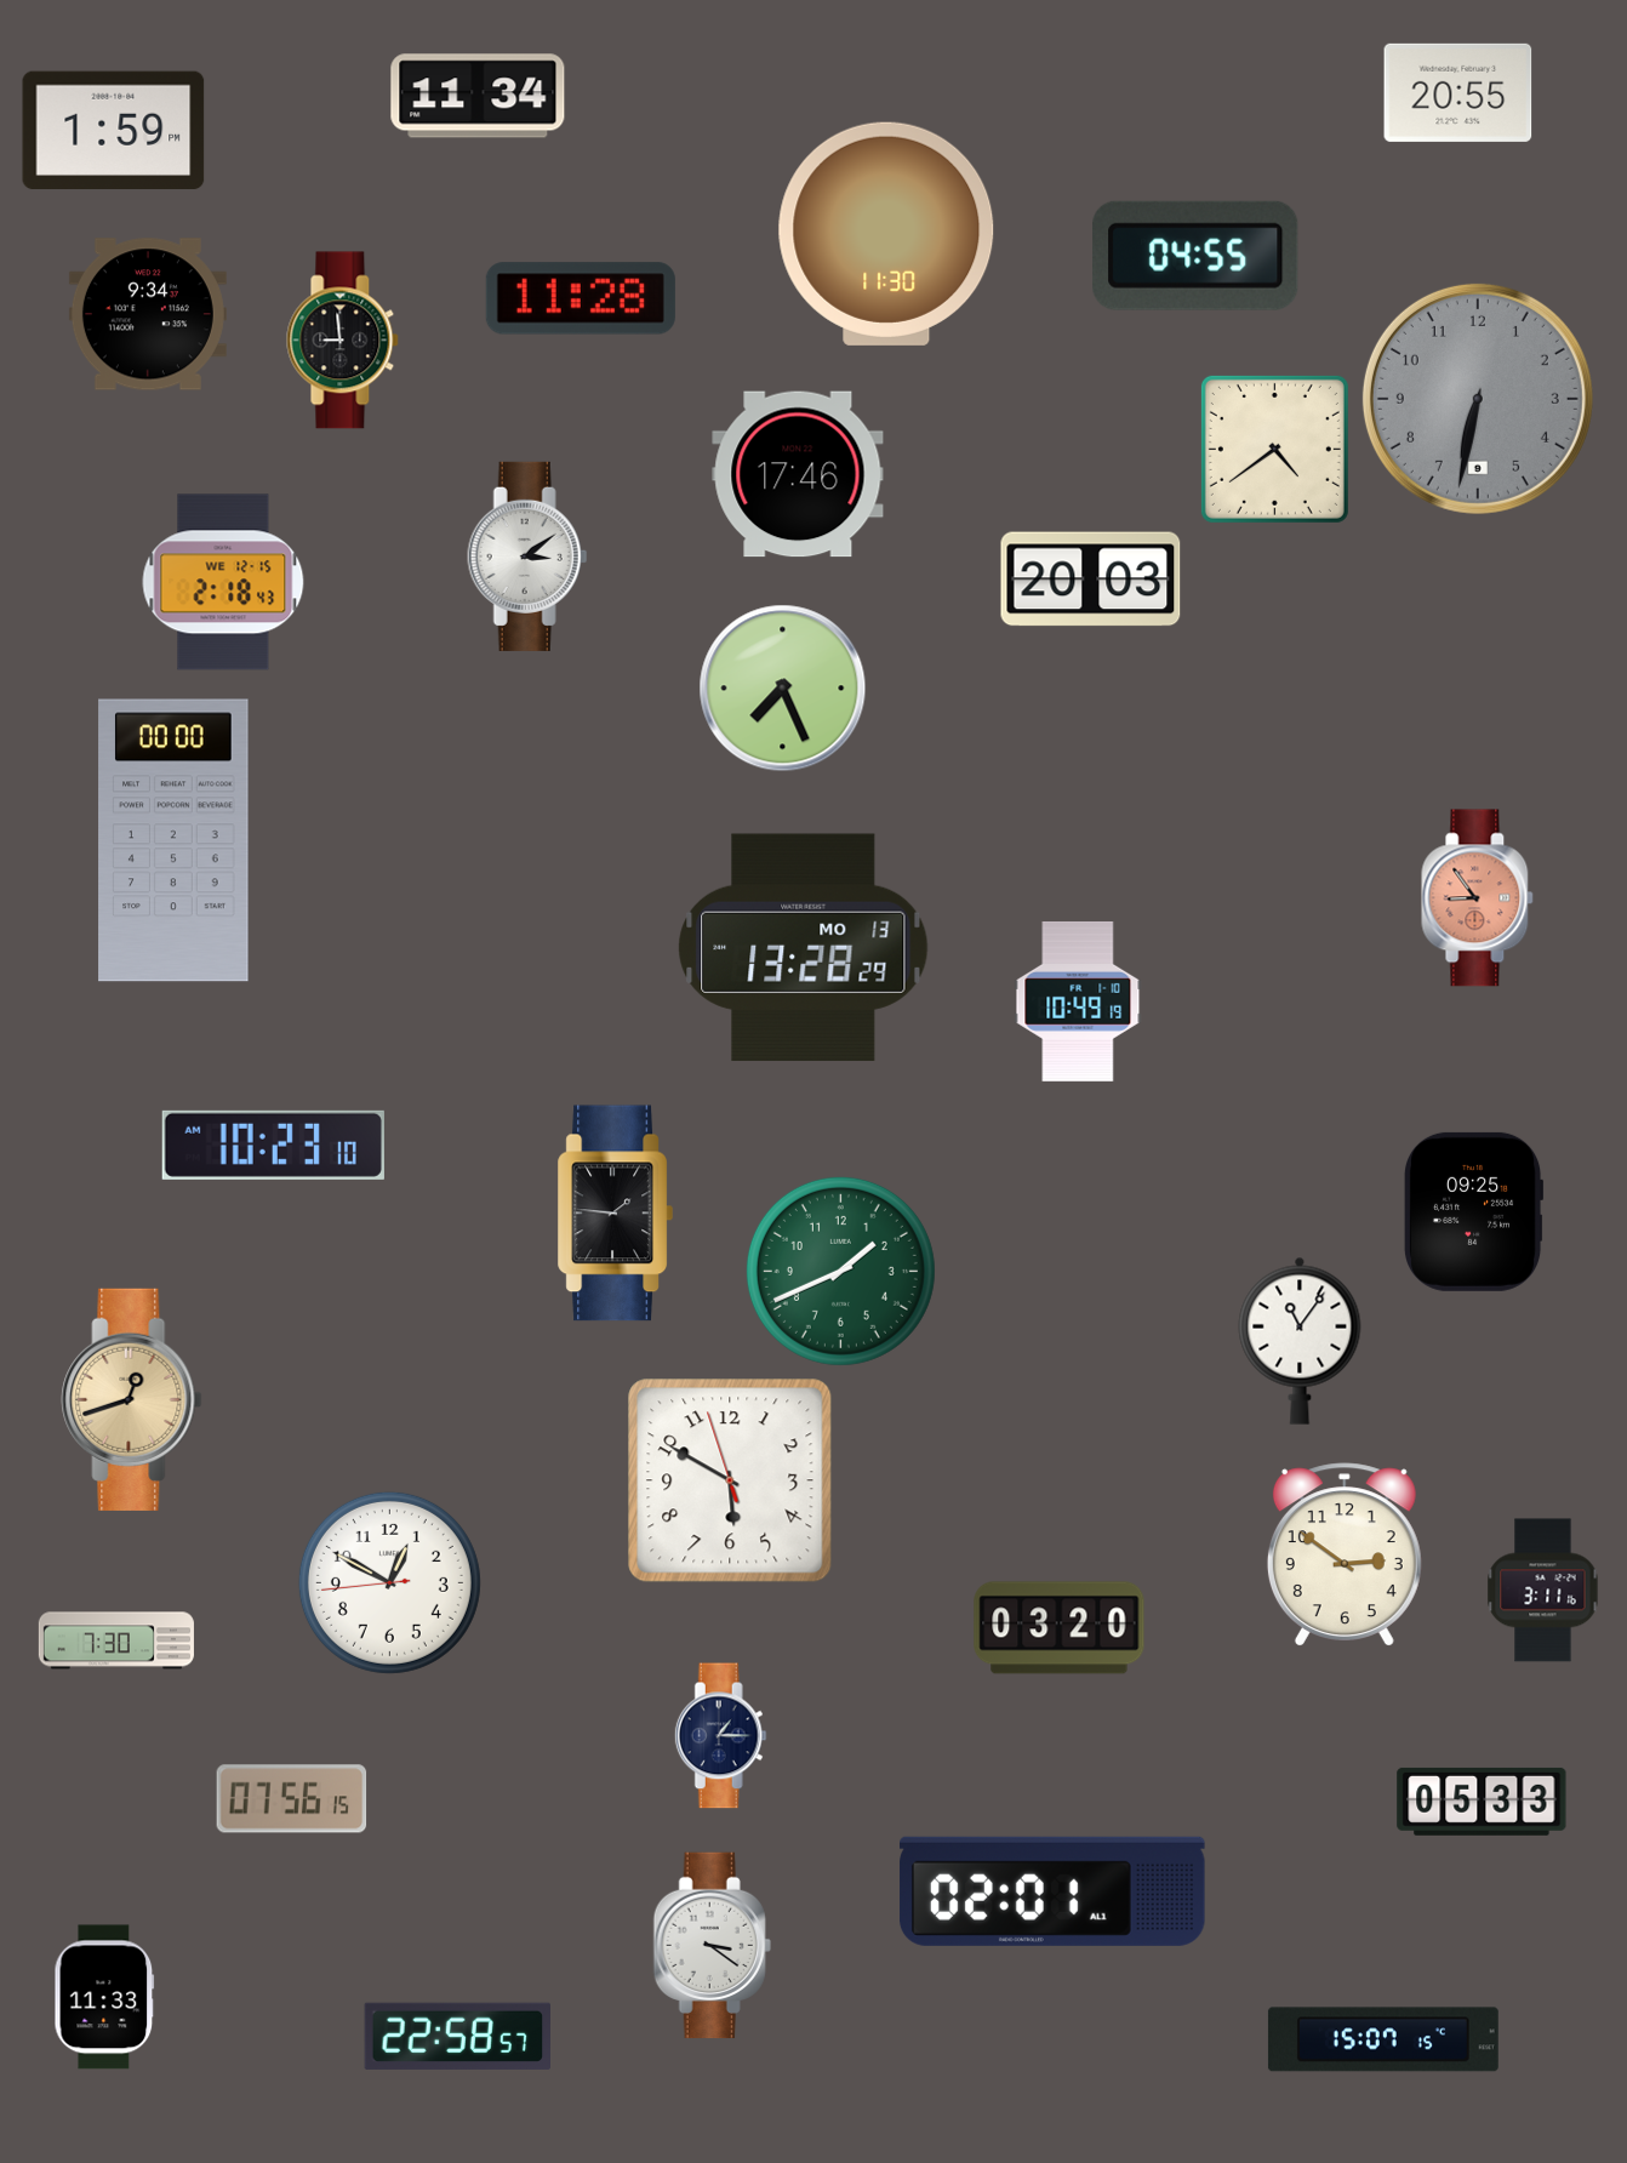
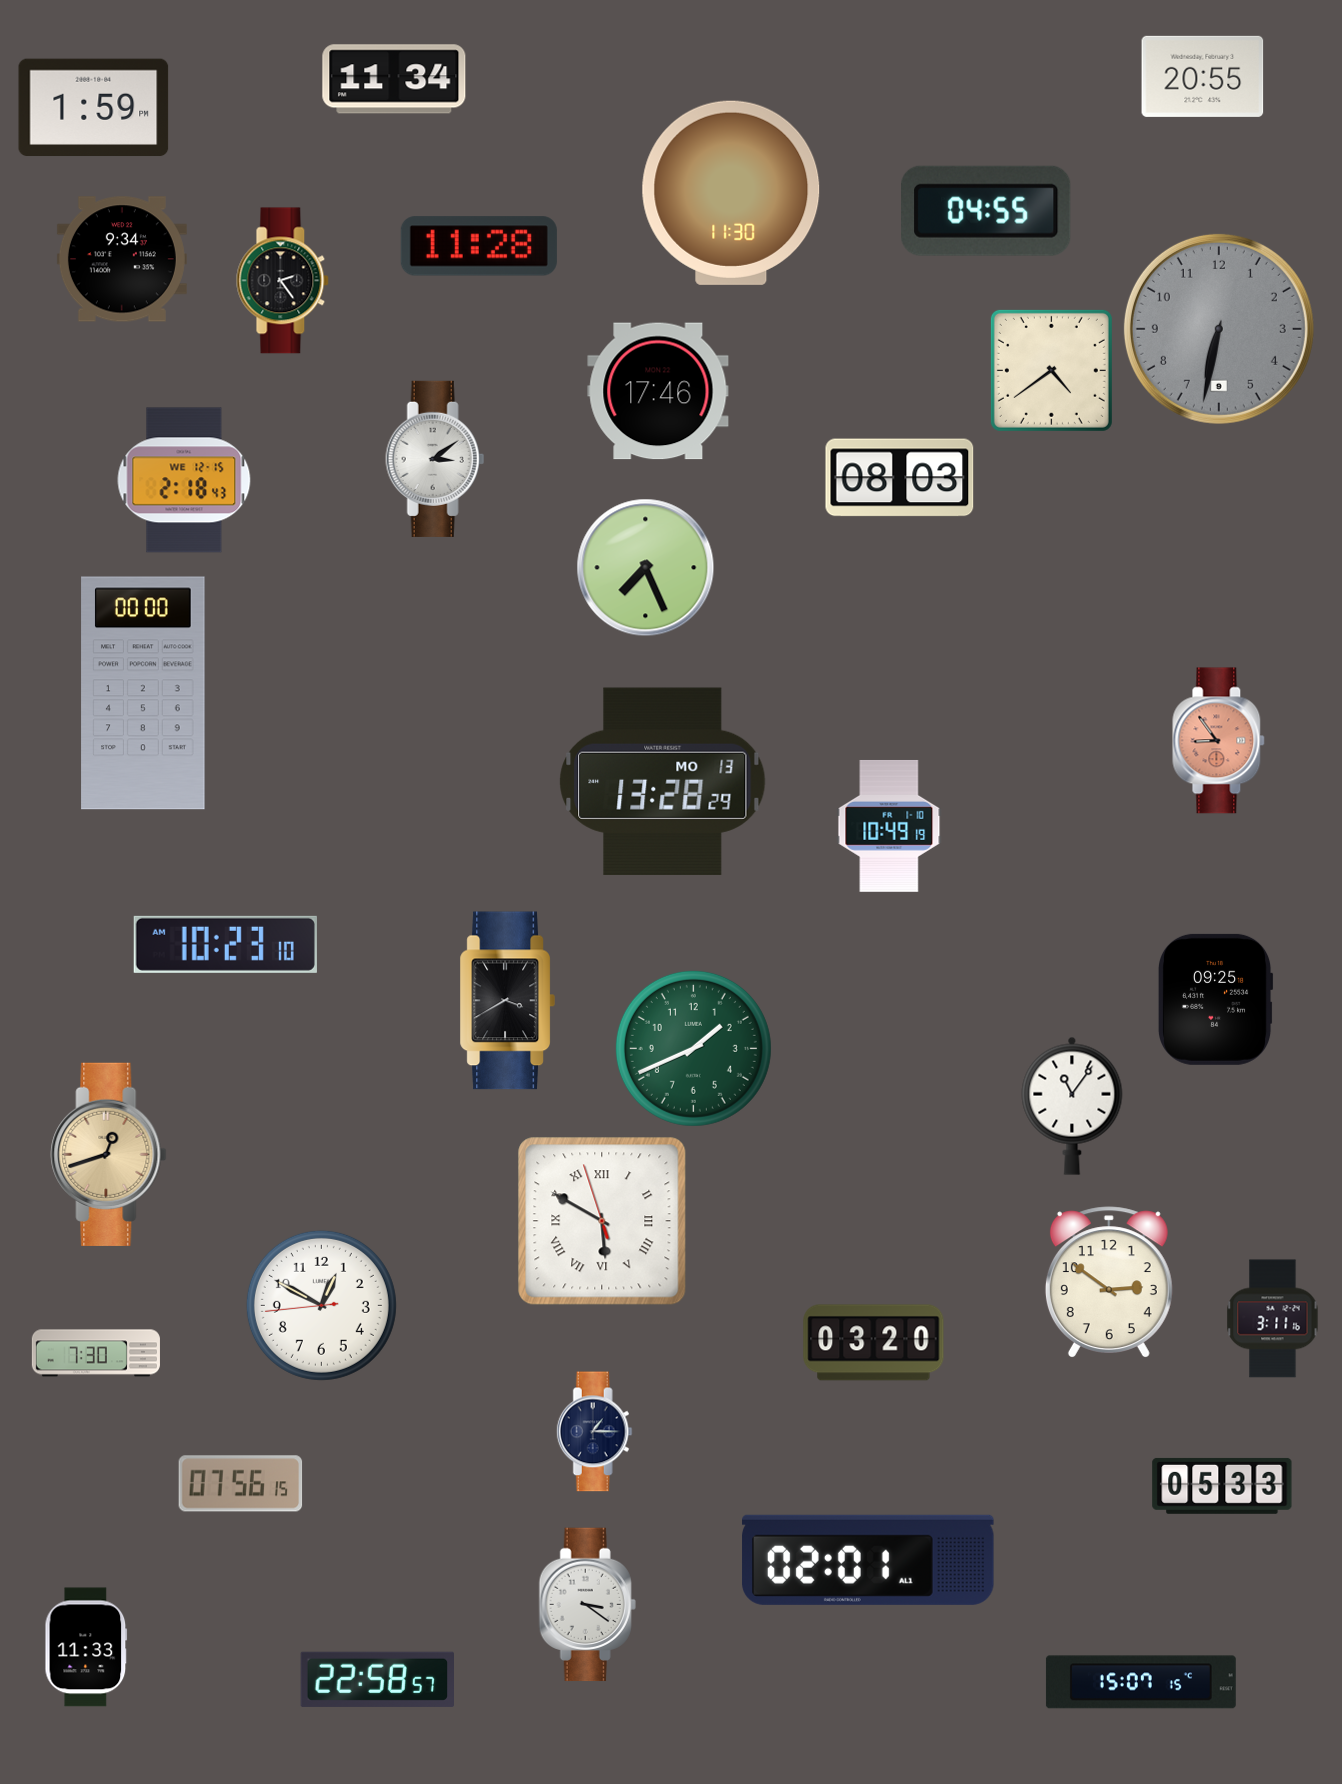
clock at (343, 341): 8:59 -> 2:24
clock at (1091, 580): 20:03 -> 08:03
clock at (615, 1214): 1:46 -> 3:40
clock at (730, 1480) numerals: Arabic -> Roman
clock at (1543, 1591) position: (1543, 1591) -> (1273, 1319)
